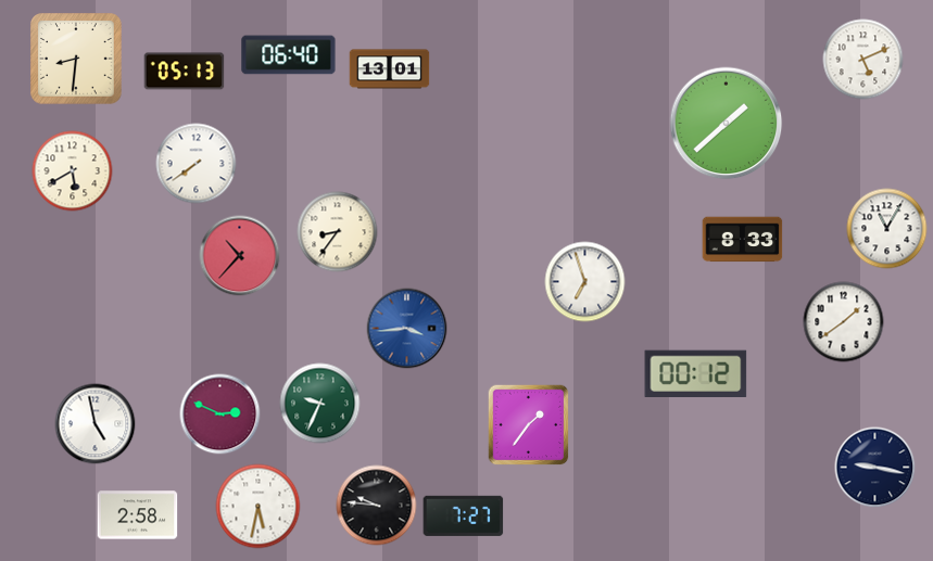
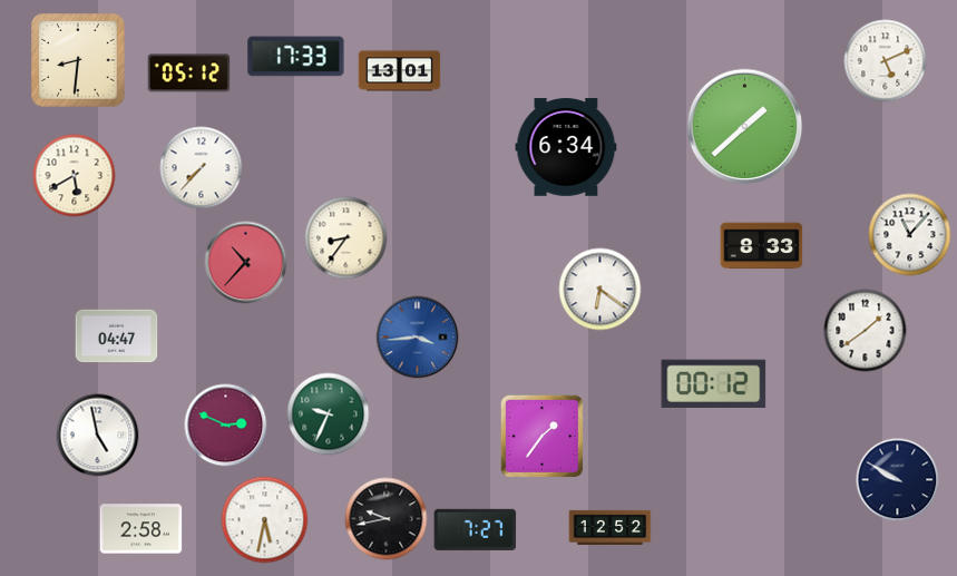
clock at (289, 55): 06:40 -> 17:33
clock at (185, 72): 05:13 -> 05:12
clock at (566, 147): none -> 6:34
clock at (197, 164): 7:39 -> 7:37
clock at (887, 229): 11:05 -> 11:07
clock at (585, 282): 6:57 -> 6:21
clock at (117, 336): none -> 04:47
clock at (875, 468): 9:17 -> 9:50
clock at (377, 506): 9:46 -> 9:43
clock at (611, 527): none -> 12:52
